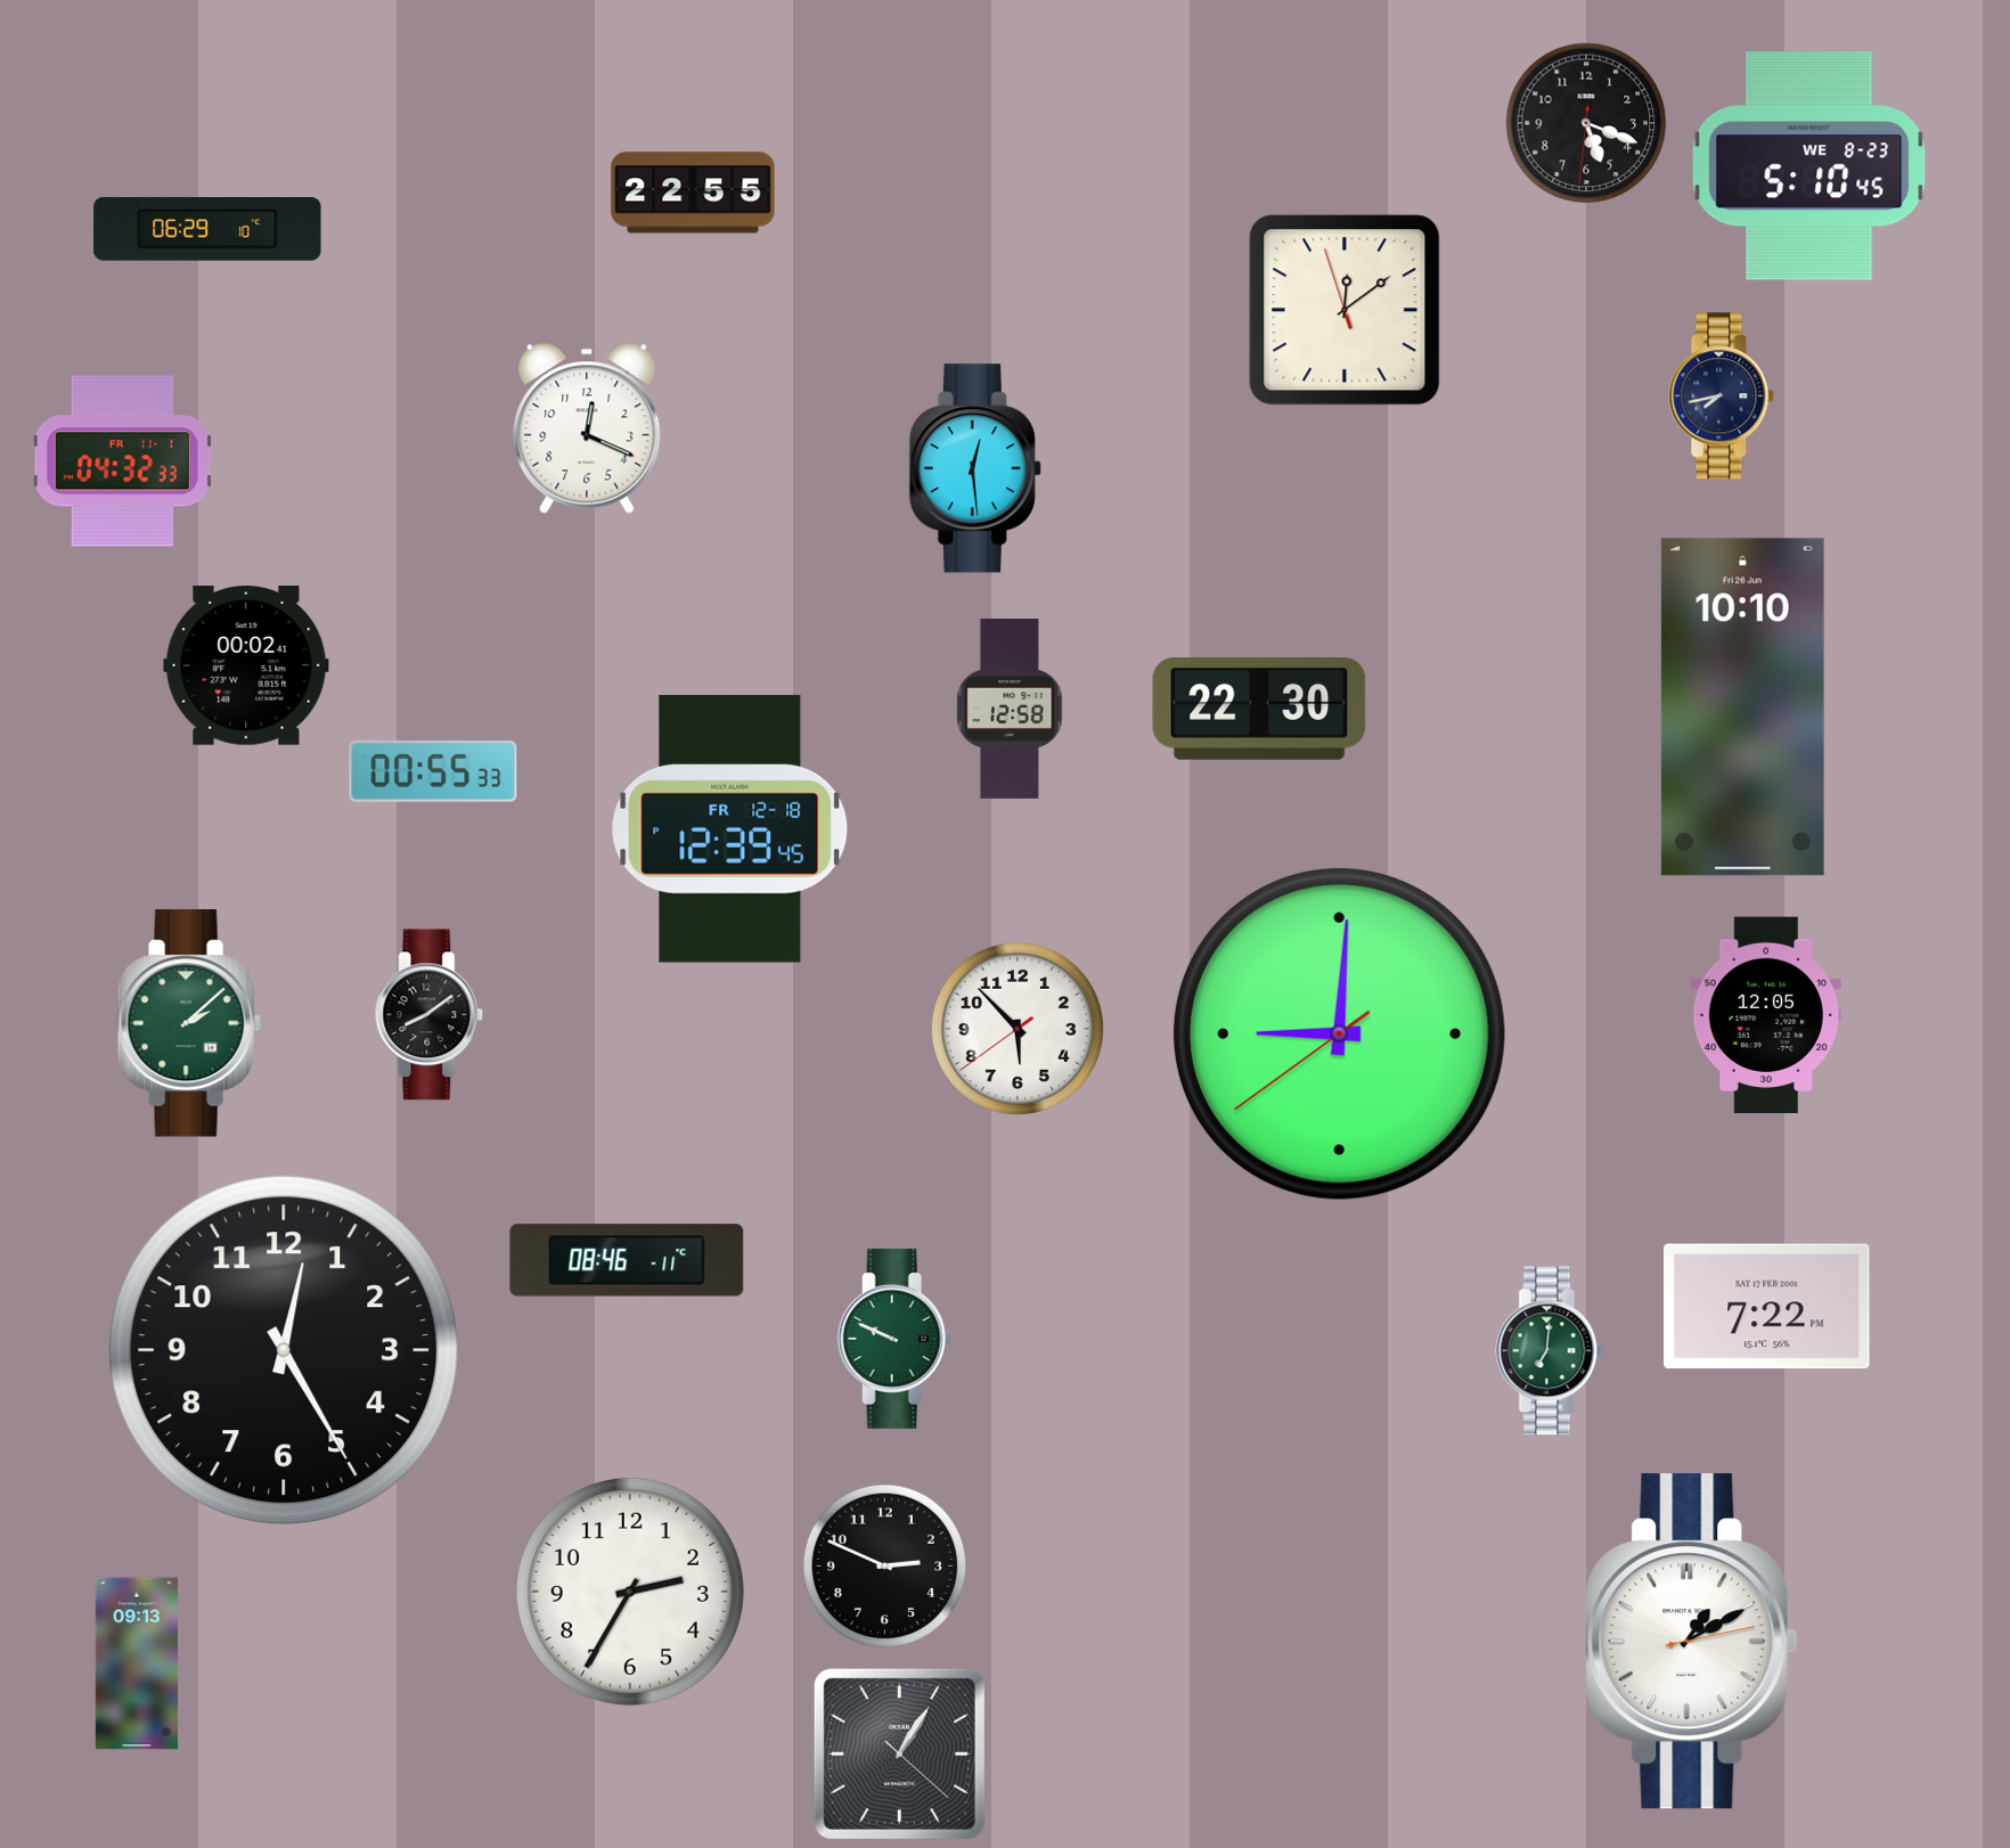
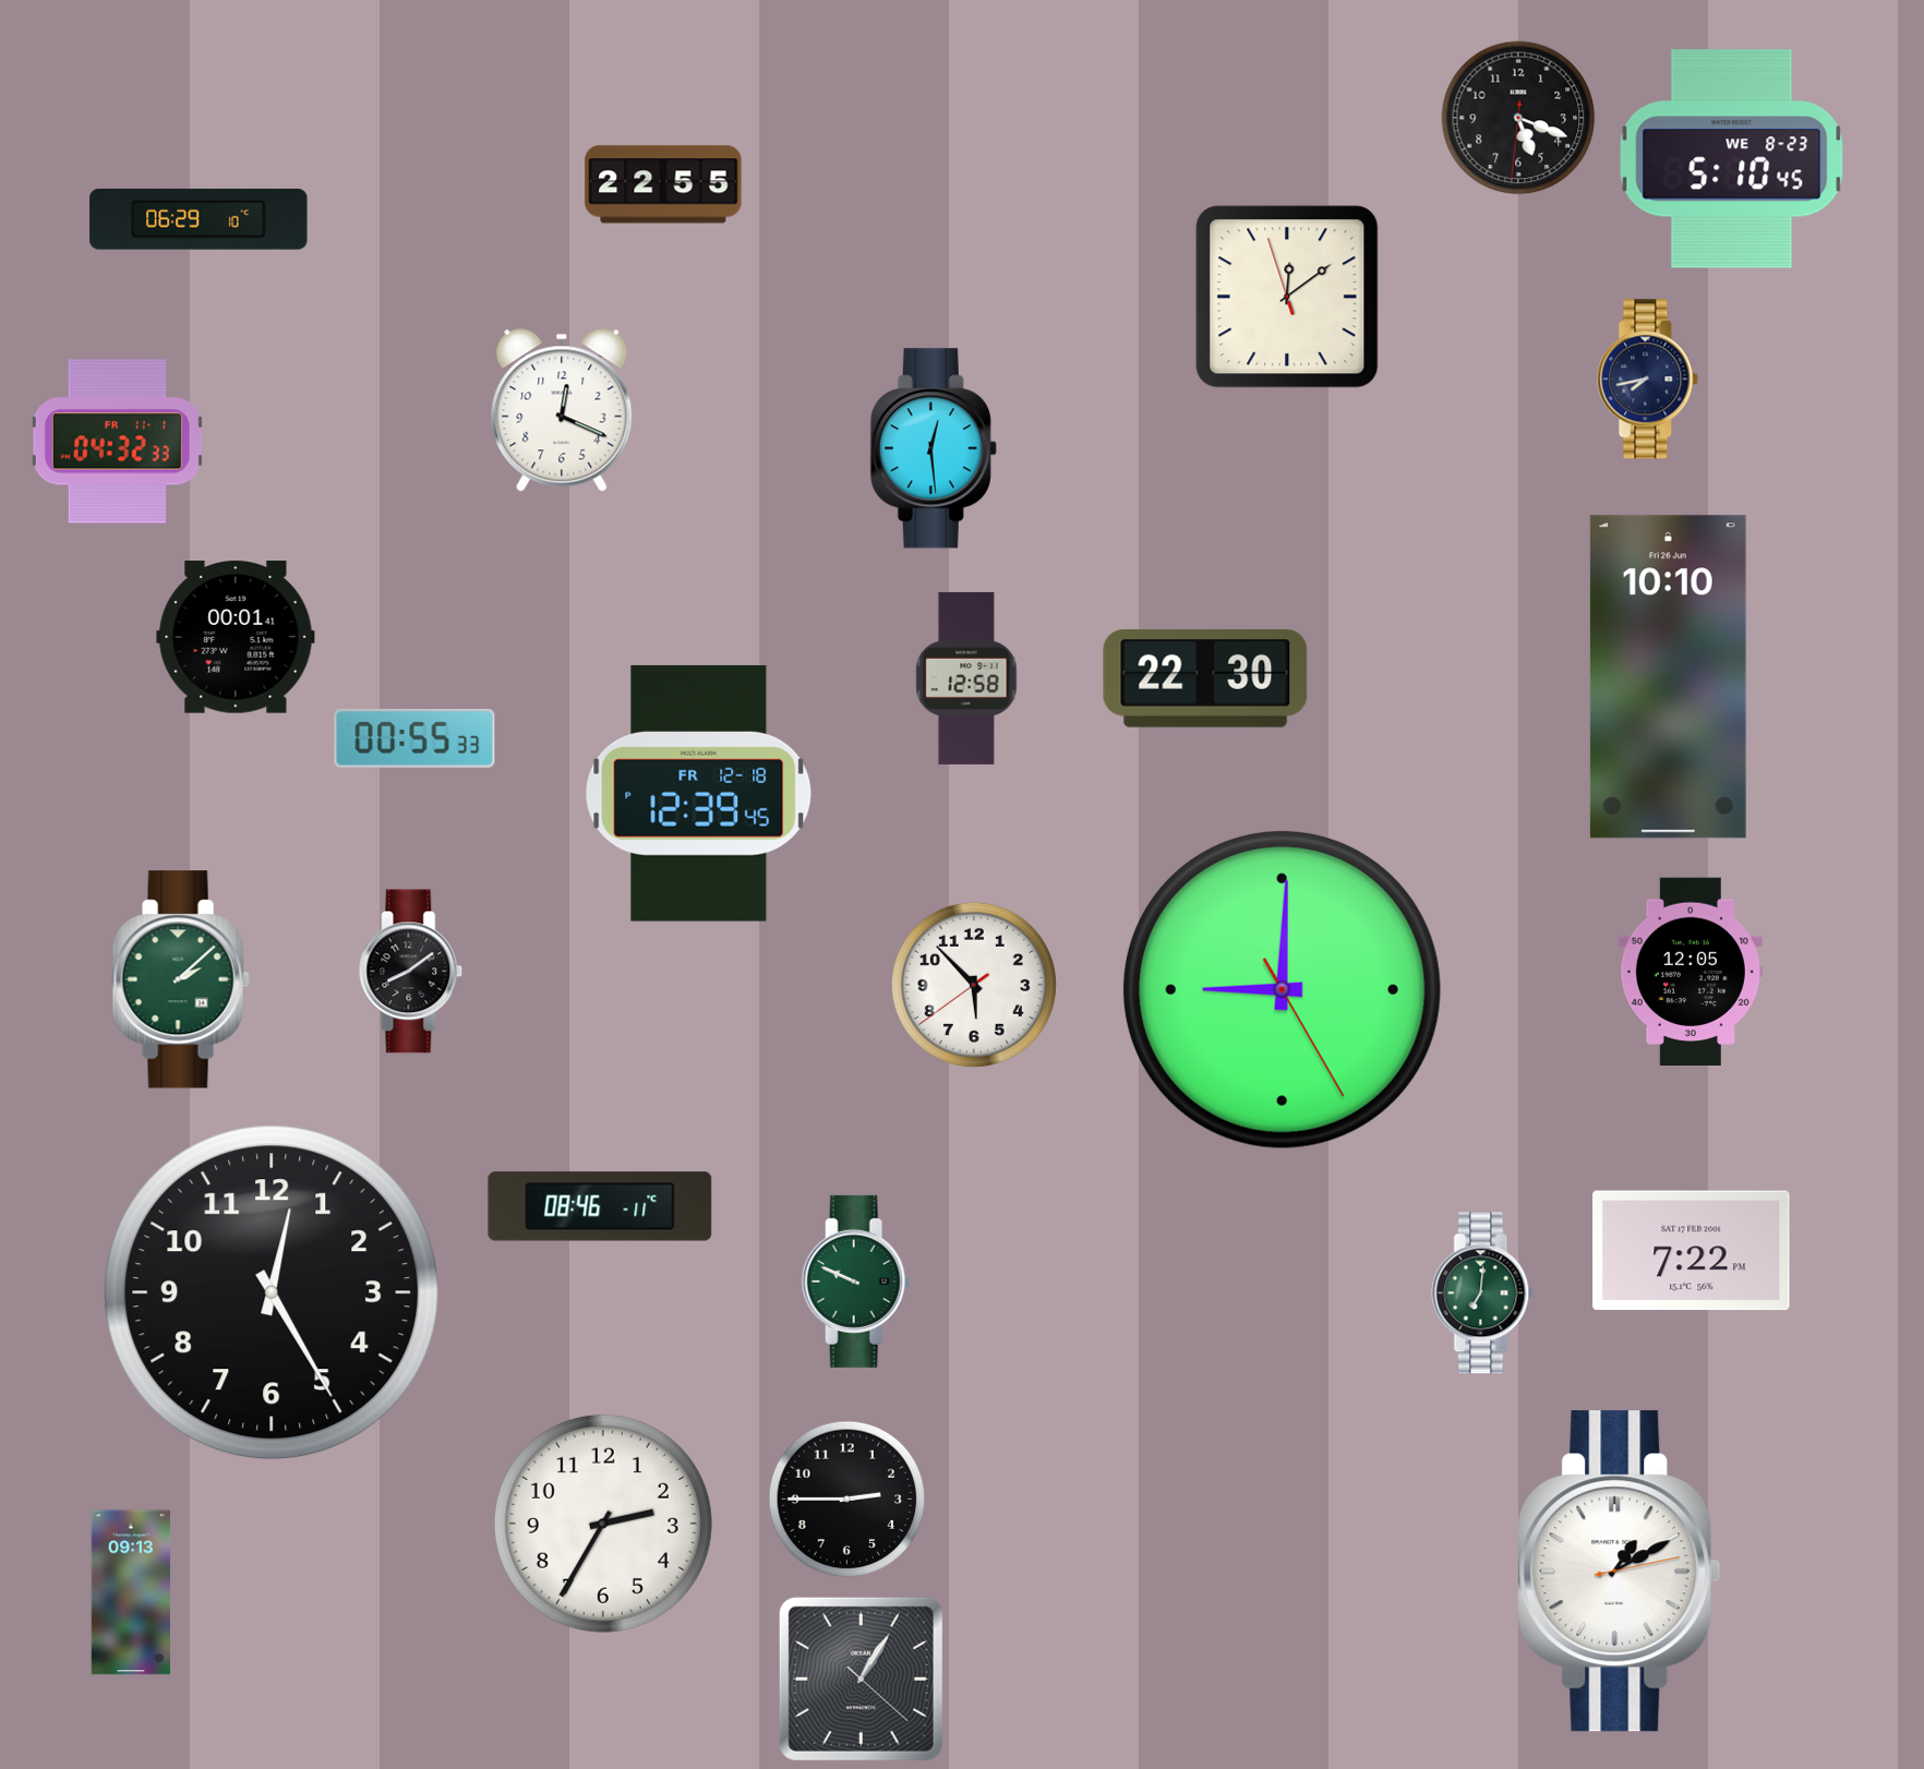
clock at (246, 665): 00:02 -> 00:01
clock at (1339, 1033): 9:00:39 -> 9:00:25
clock at (885, 1567): 2:49 -> 2:45
